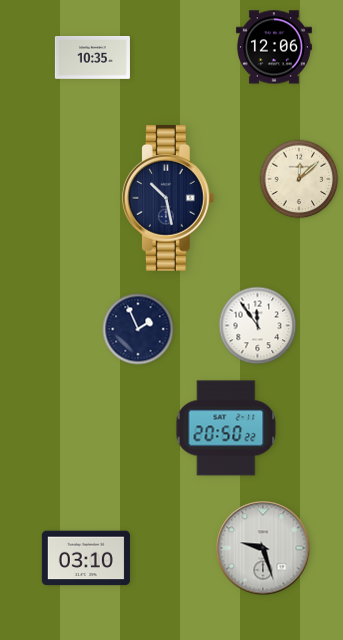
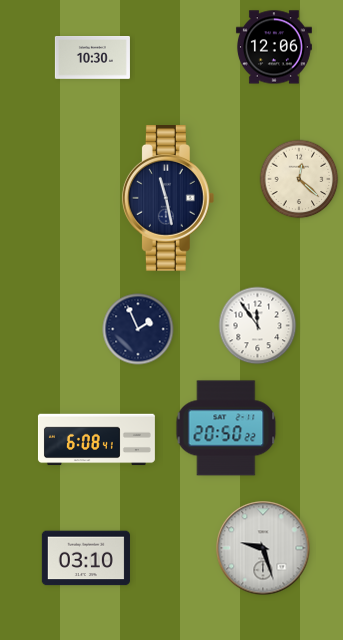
clock at (92, 58): 10:35 -> 10:30
clock at (299, 179): 12:08 -> 12:22
clock at (168, 199): 10:28 -> 11:28
clock at (96, 440): none -> 6:08
